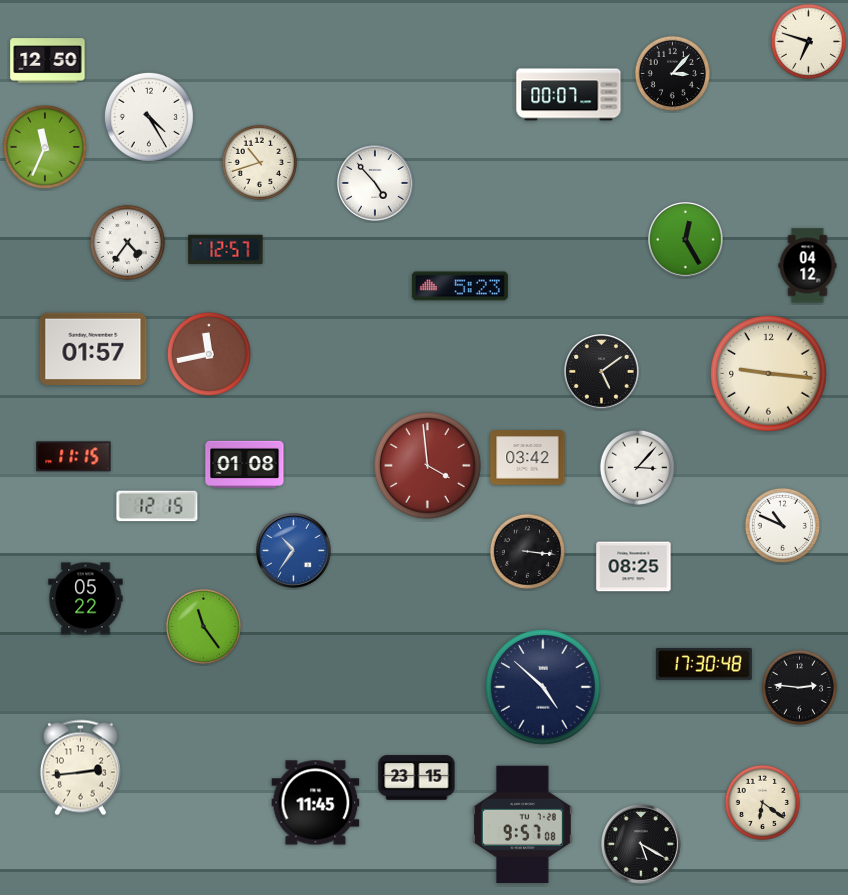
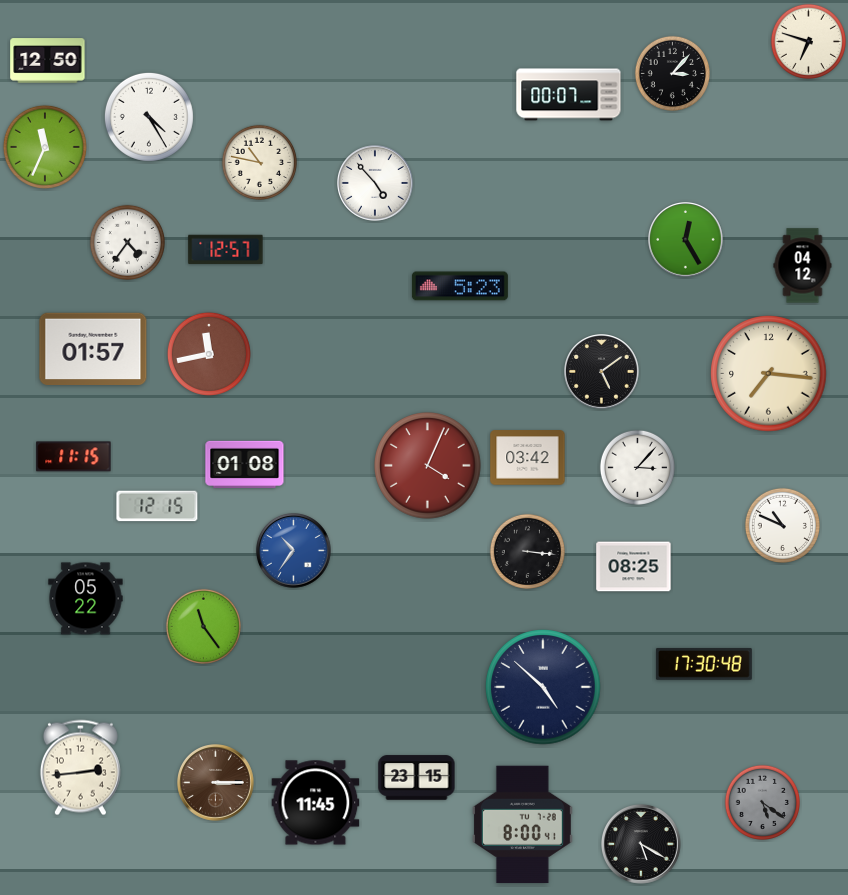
clock at (259, 162): 10:42 -> 10:47
clock at (808, 266) position: (808, 266) -> (803, 266)
clock at (769, 374): 9:16 -> 7:16
clock at (428, 466): 3:59 -> 4:04
clock at (799, 687): 2:46 -> none
clock at (216, 783): none -> 3:15
clock at (762, 802): 6:21 -> 5:21
clock at (762, 802) dial: cream -> grey
clock at (522, 825): 9:57 -> 8:00
